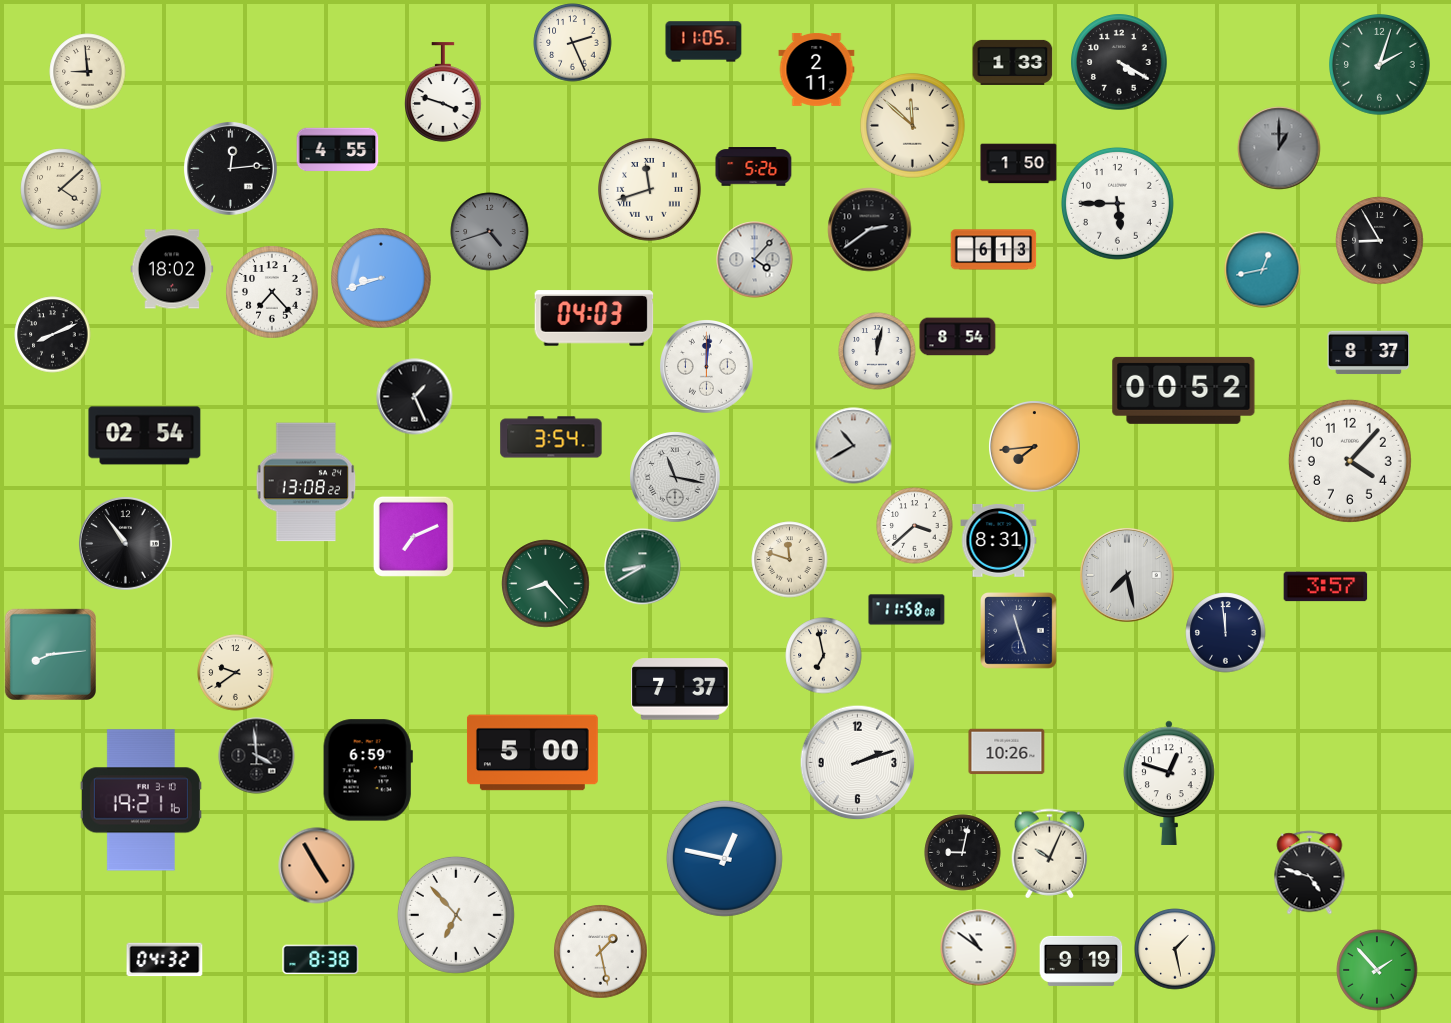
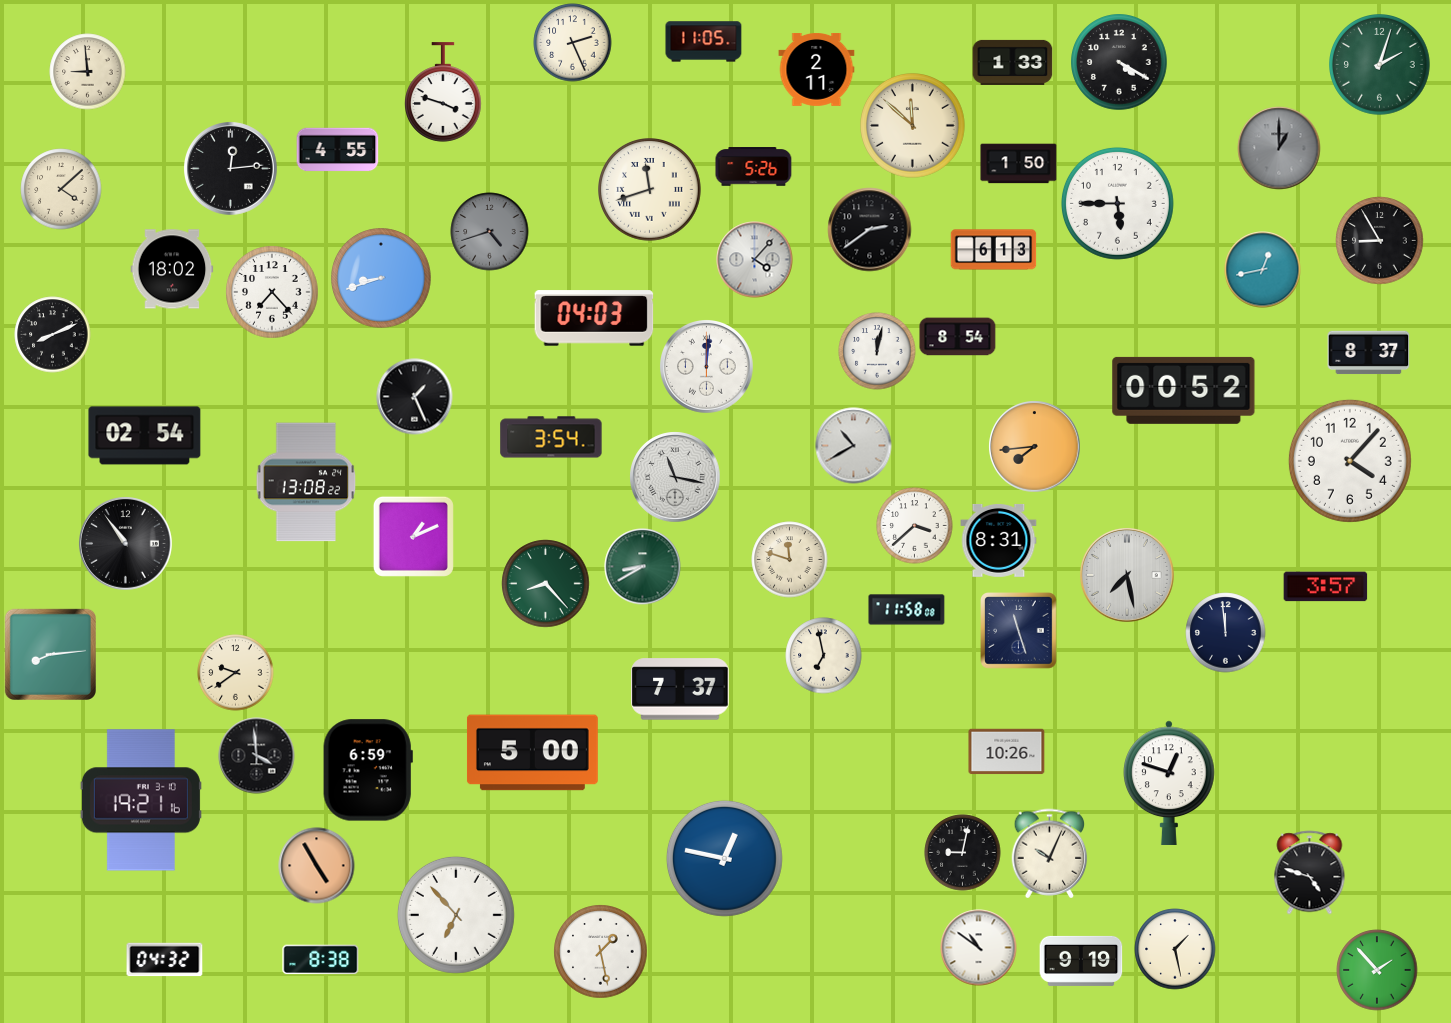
clock at (413, 536): 7:11 -> 1:11
clock at (858, 763): 2:12 -> none
